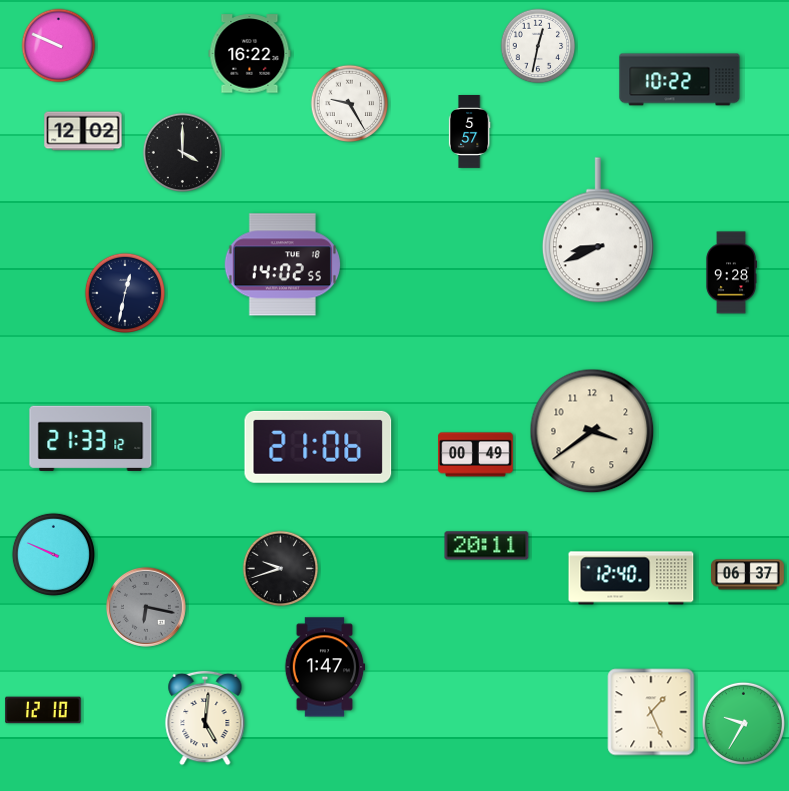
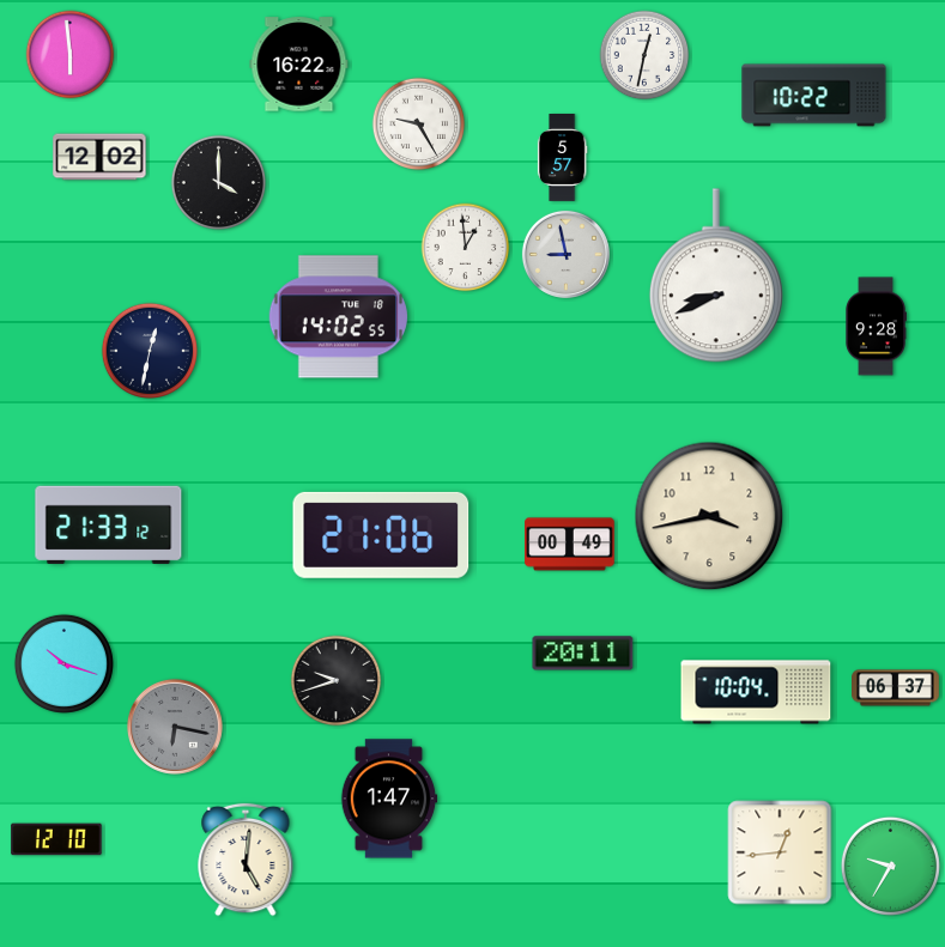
clock at (59, 46): 9:49 -> 5:59
clock at (466, 248): none -> 12:59
clock at (565, 254): none -> 8:58
clock at (592, 431): 3:39 -> 3:43
clock at (53, 554): 9:49 -> 10:18
clock at (631, 578): 12:40 -> 10:04
clock at (43, 710) position: (43, 710) -> (56, 839)
clock at (651, 712): 1:26 -> 12:44
